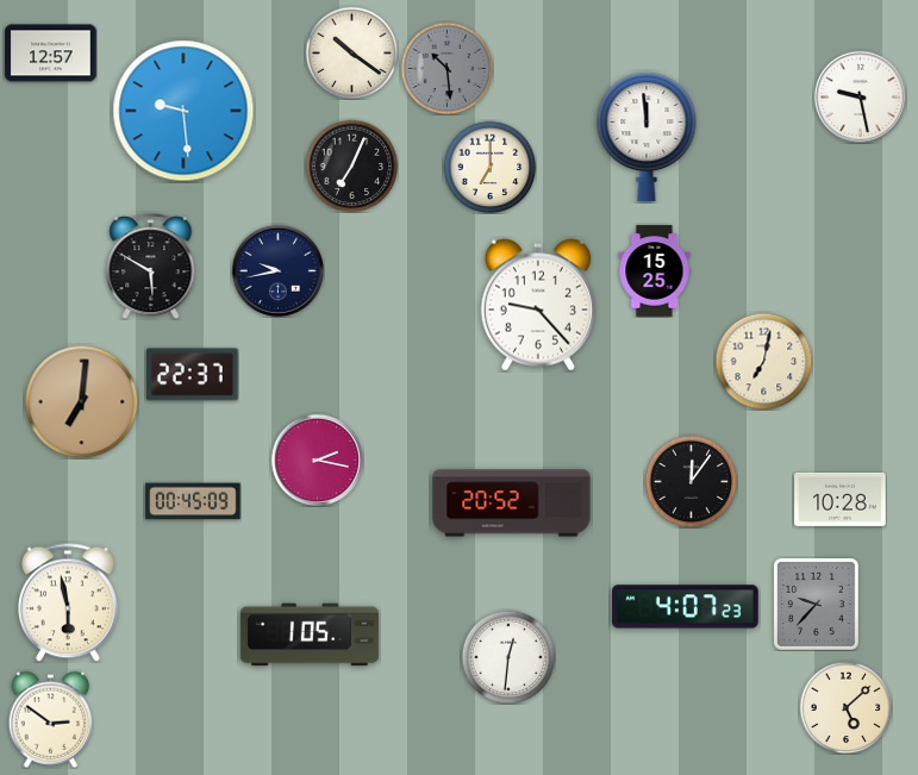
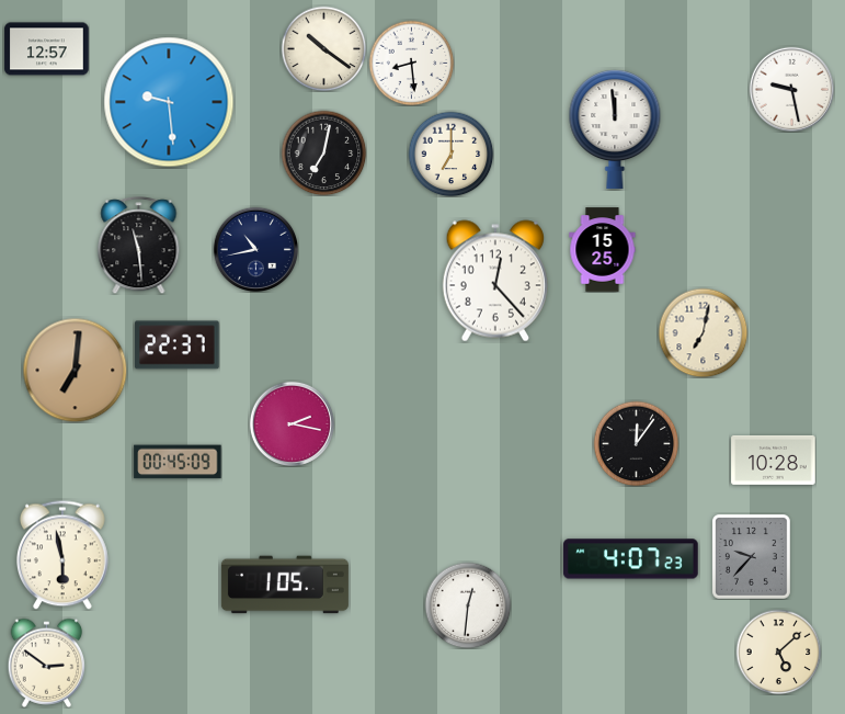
clock at (446, 68): 10:29 -> 8:29
clock at (446, 68) dial: grey -> white
clock at (647, 138) position: (647, 138) -> (615, 131)
clock at (351, 165): 7:04 -> 7:02
clock at (151, 267): 5:50 -> 11:29
clock at (277, 270): 9:43 -> 10:43
clock at (538, 305): 9:23 -> 12:23
clock at (512, 504): 20:52 -> none
